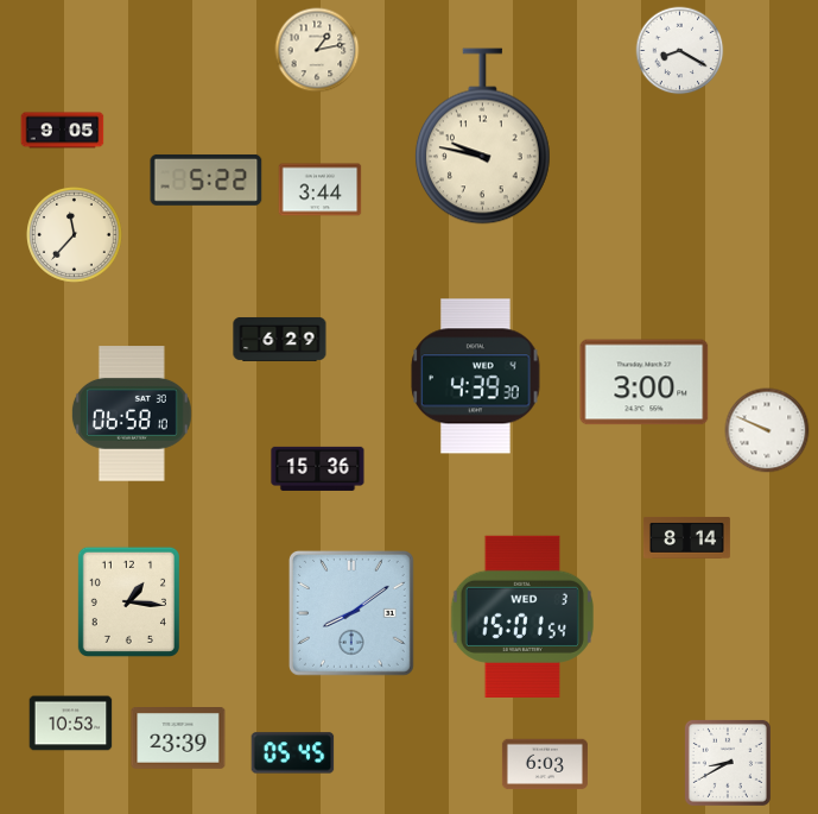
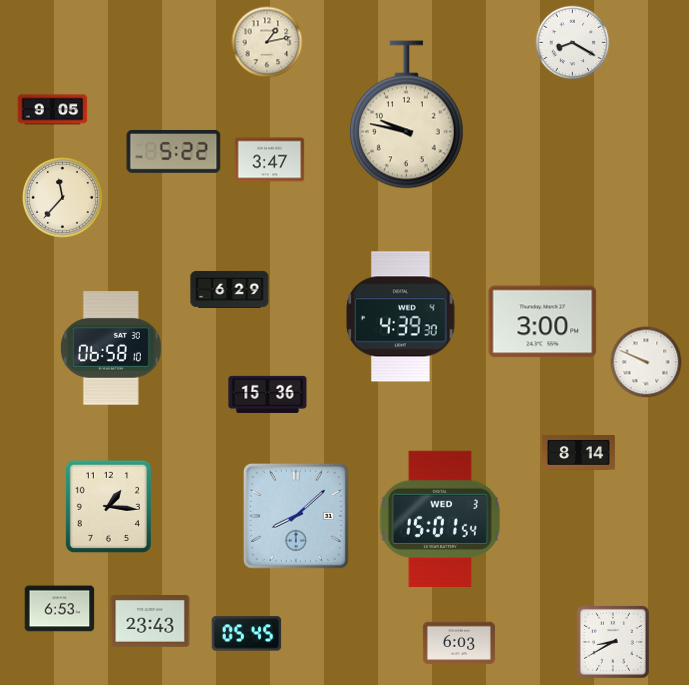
clock at (321, 190): 3:44 -> 3:47
clock at (280, 339) position: (280, 339) -> (230, 289)
clock at (351, 613): 8:09 -> 8:08
clock at (71, 724): 10:53 -> 6:53
clock at (178, 738): 23:39 -> 23:43
